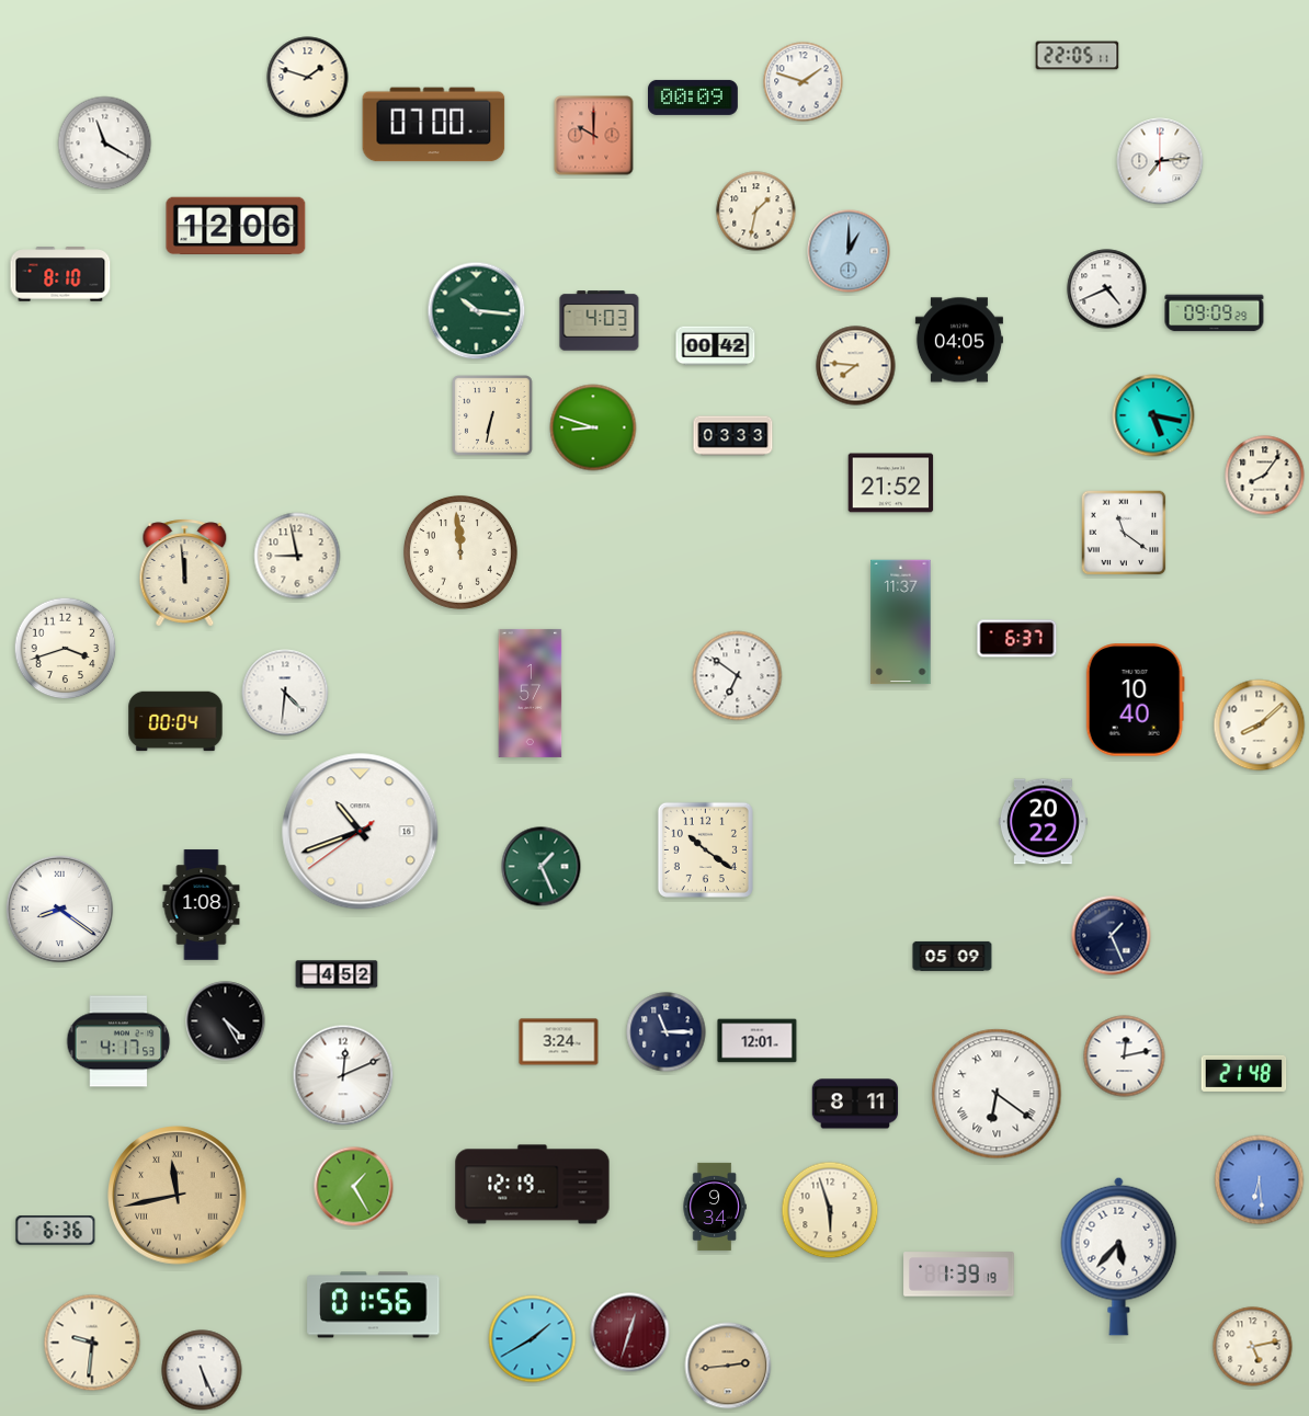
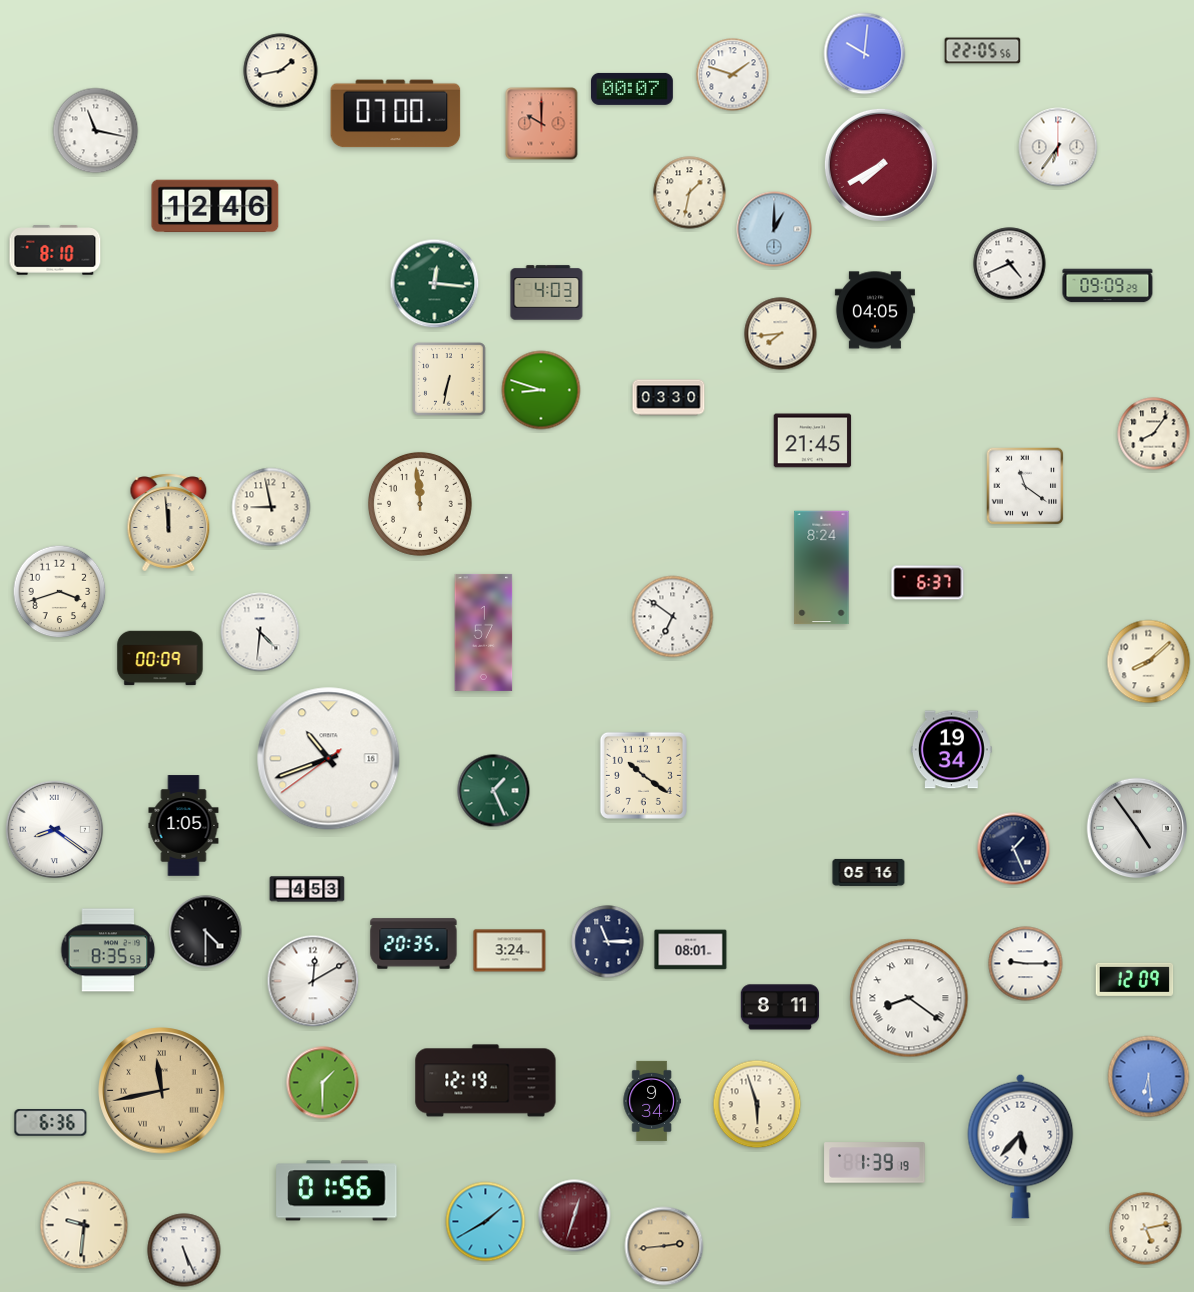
clock at (1078, 56): 22:05:11 -> 22:05:56
clock at (865, 54): none -> 10:01
clock at (308, 78): 1:48 -> 1:43
clock at (694, 98): 00:09 -> 00:07
clock at (105, 144): 11:20 -> 11:17
clock at (1160, 161): 7:14 -> 6:36
clock at (881, 165): none -> 7:40
clock at (236, 226): 12:06 -> 12:46
clock at (477, 311): 10:16 -> 12:16
clock at (716, 346): 00:42 -> none
clock at (856, 366): 7:46 -> 7:44
clock at (1153, 415): 5:17 -> none
clock at (733, 436): 03:33 -> 03:30
clock at (891, 483): 21:52 -> 21:45
clock at (901, 623): 11:37 -> 8:24
clock at (1135, 700): 10:40 -> none
clock at (175, 721): 00:04 -> 00:09
clock at (1043, 822): 20:22 -> 19:34
clock at (202, 905): 1:08 -> 1:05
clock at (1137, 828): none -> 4:54
clock at (1112, 936) position: (1112, 936) -> (1014, 849)
clock at (953, 956): 05:09 -> 05:16
clock at (337, 974): 4:52 -> 4:53
clock at (226, 1021): 4:25 -> 4:30
clock at (414, 944): none -> 20:35
clock at (118, 1041): 4:17 -> 8:35
clock at (758, 1041): 12:01 -> 08:01
clock at (1125, 1057): 12:13 -> 9:15
clock at (1244, 1073): 21:48 -> 12:09
clock at (343, 1075): 12:11 -> 12:10
clock at (997, 1094): 6:21 -> 8:21
clock at (354, 1187): 1:25 -> 1:30
clock at (374, 1305) position: (374, 1305) -> (337, 1191)
clock at (1253, 1347) position: (1253, 1347) -> (1146, 1229)
